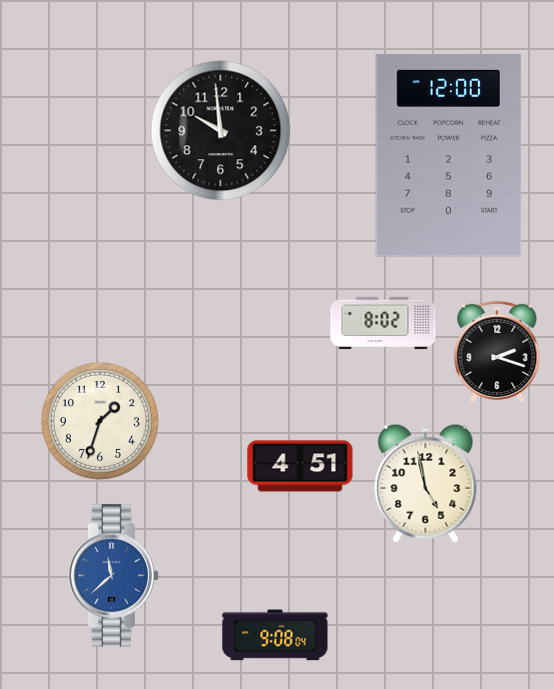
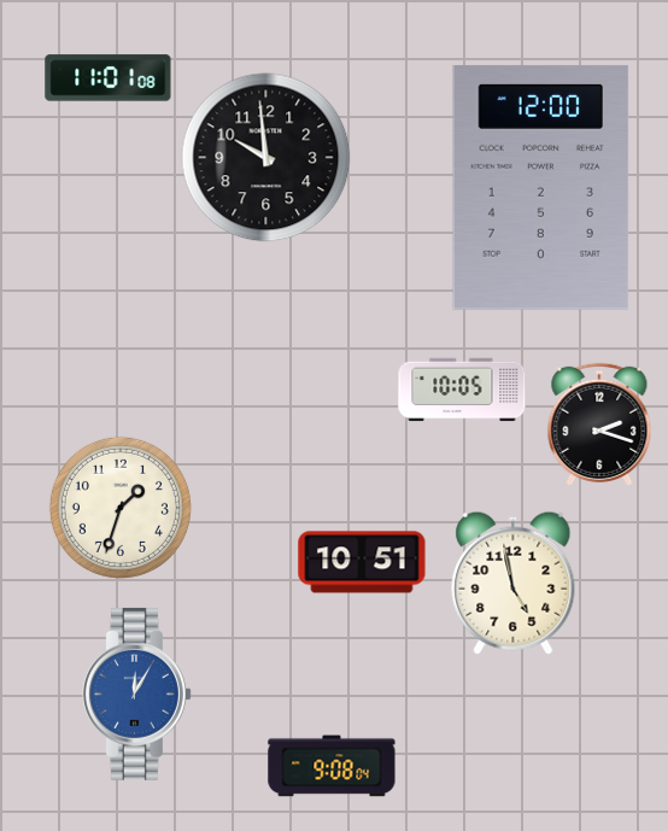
clock at (109, 78): none -> 11:01
clock at (383, 323): 8:02 -> 10:05
clock at (300, 466): 4:51 -> 10:51
clock at (113, 575): 11:38 -> 12:05
